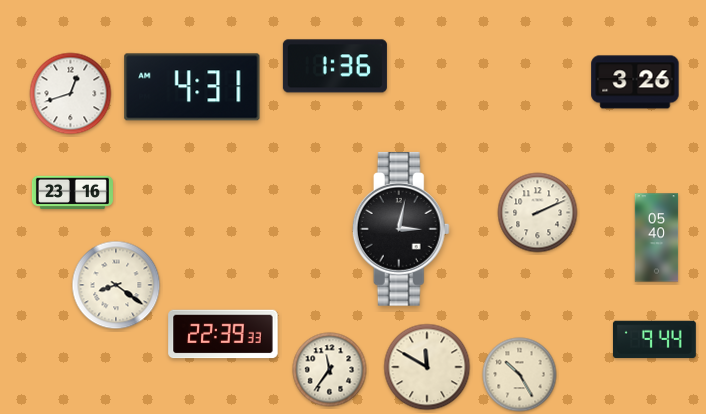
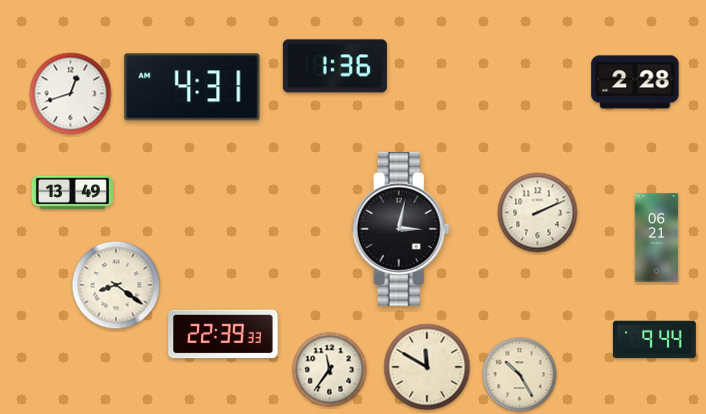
clock at (635, 82): 3:26 -> 2:28
clock at (72, 193): 23:16 -> 13:49
clock at (657, 238): 05:40 -> 06:21
